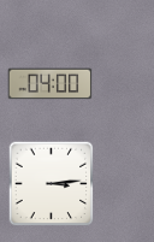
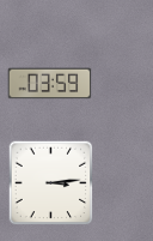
clock at (51, 84): 04:00 -> 03:59
